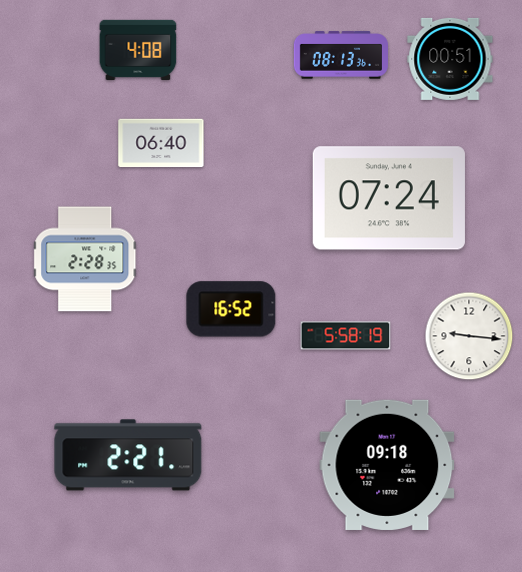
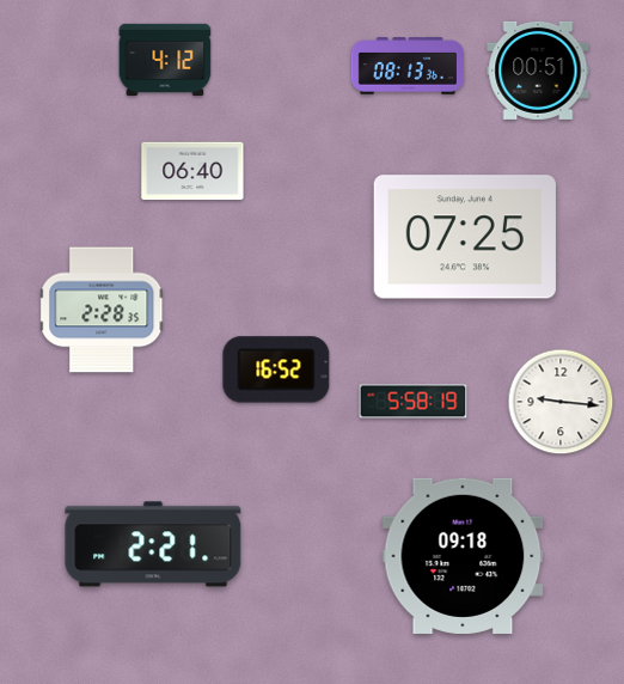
clock at (138, 49): 4:08 -> 4:12
clock at (389, 198): 07:24 -> 07:25
